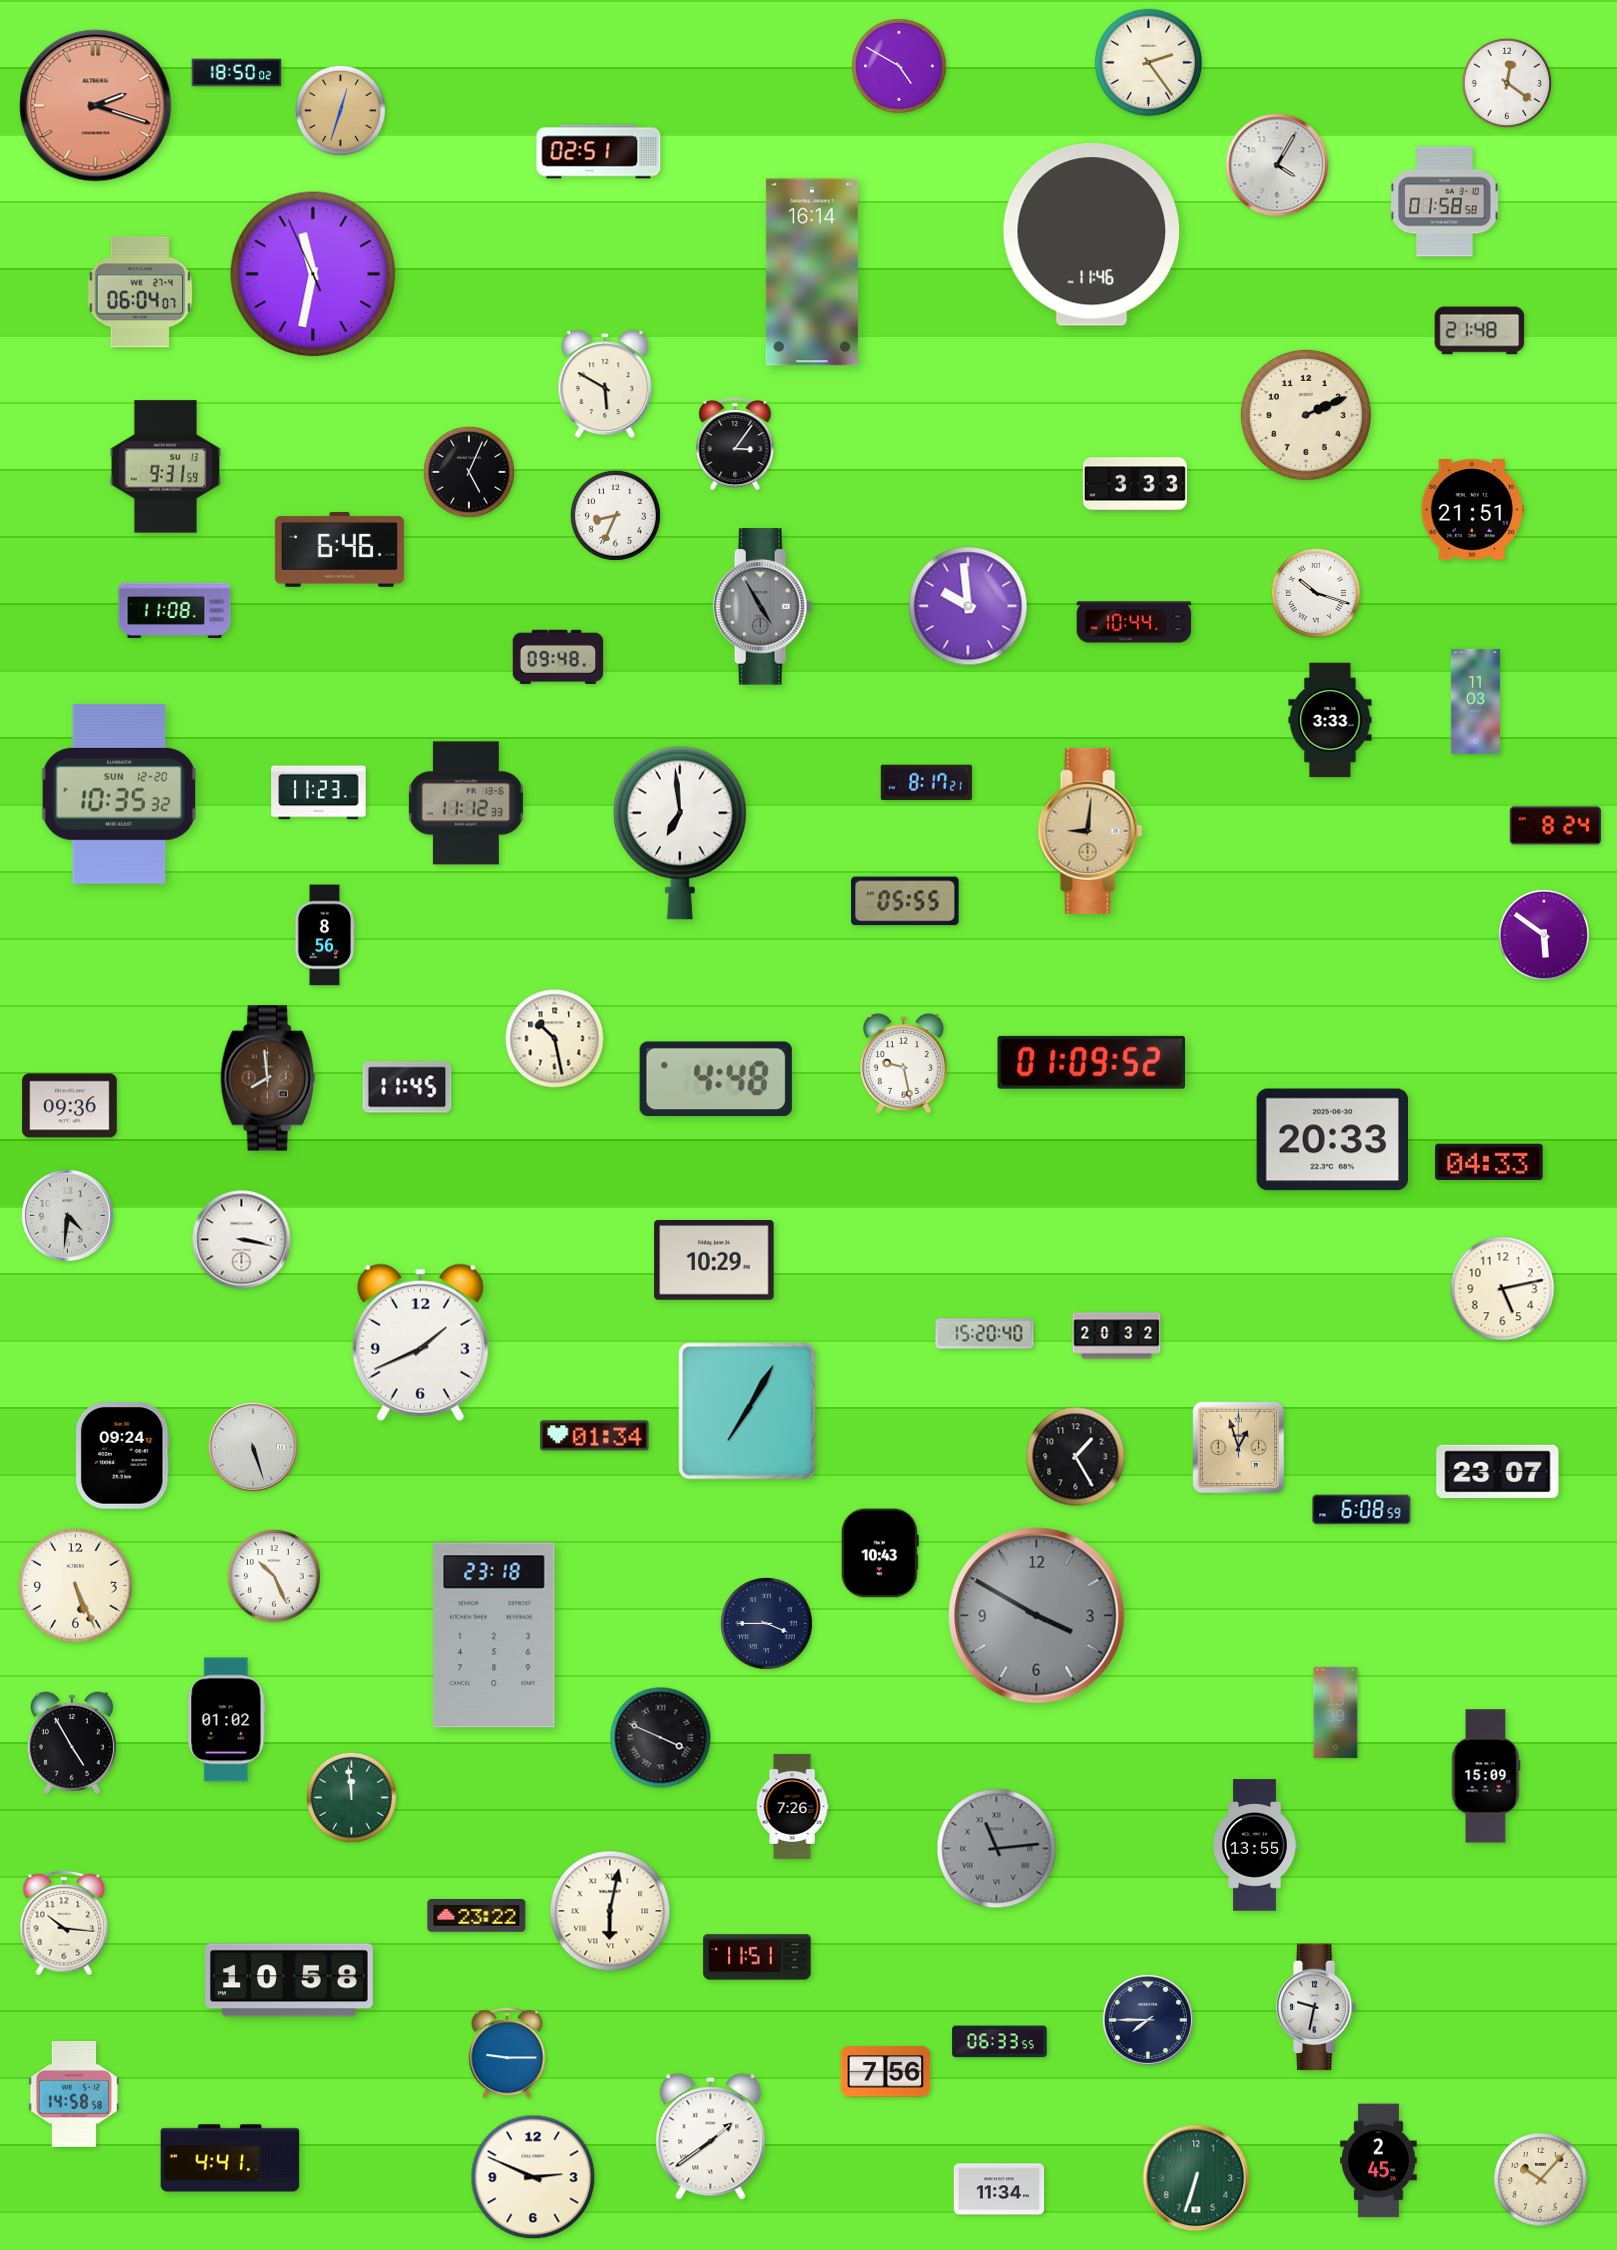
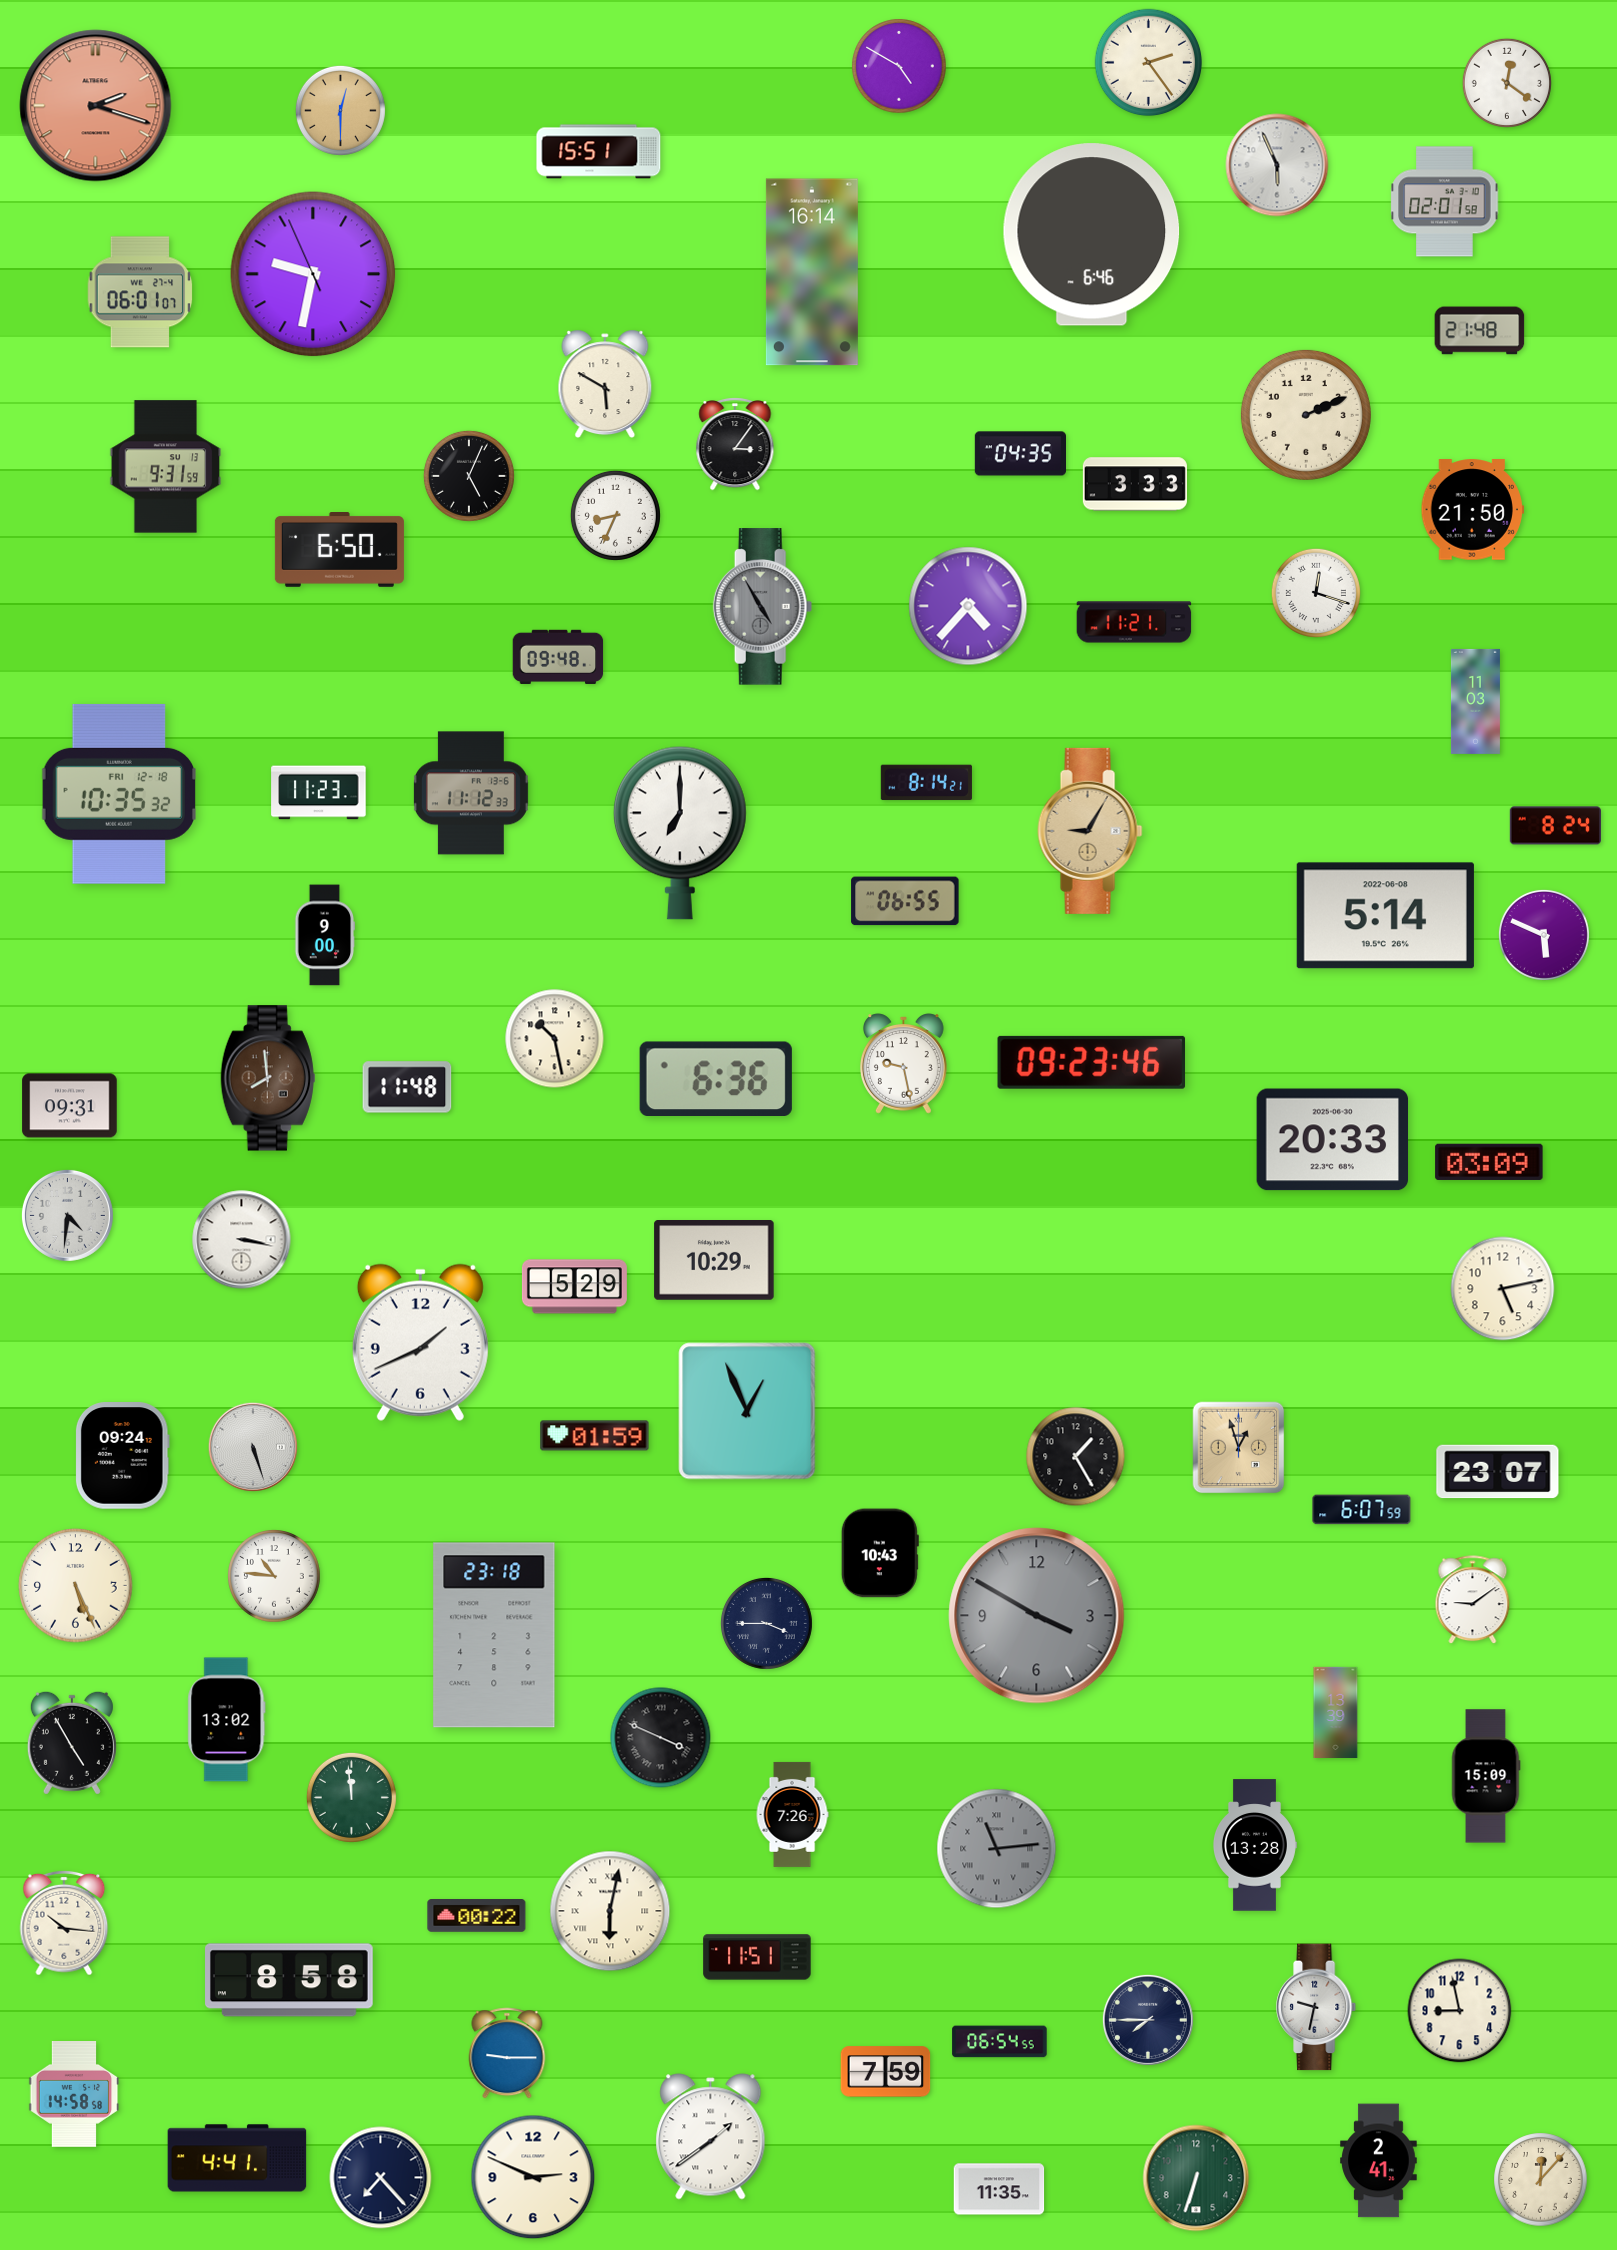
clock at (237, 73): 18:50 -> none
clock at (340, 110): 12:33 -> 12:30
clock at (599, 152): 02:51 -> 15:51
clock at (1277, 165): 4:05 -> 5:56
clock at (1445, 202): 01:58 -> 02:01
clock at (1092, 235): 11:46 -> 6:46
clock at (313, 274): 11:31 -> 9:31
clock at (140, 292): 06:04 -> 06:01
clock at (1020, 454): none -> 04:35
clock at (469, 472) position: (469, 472) -> (469, 476)
clock at (1472, 510): 21:51 -> 21:50
clock at (339, 550): 6:46 -> 6:50
clock at (1316, 593): 10:18 -> 12:18
clock at (968, 606): 9:59 -> 4:37
clock at (175, 610): 11:08 -> none
clock at (1134, 622): 10:44 -> 11:21
clock at (1330, 720): 3:33 -> none
clock at (926, 783): 8:17 -> 8:14
clock at (118, 794) date: SUN 12-20 -> FRI 12-18
clock at (466, 803) position: (466, 803) -> (471, 793)
clock at (1090, 831): 9:01 -> 9:05
clock at (680, 833): 6:59 -> 7:00
clock at (905, 901): 05:55 -> 06:55
clock at (1385, 916): none -> 5:14
clock at (325, 935): 8:56 -> 9:00
clock at (1544, 935): 5:51 -> 5:49
clock at (1092, 1062): 01:09 -> 09:23
clock at (716, 1078): 4:48 -> 6:36
clock at (407, 1087): 11:45 -> 11:48
clock at (70, 1106): 09:36 -> 09:31
clock at (1489, 1162): 04:33 -> 03:09
clock at (574, 1287): none -> 5:29
clock at (985, 1334): 15:20 -> none
clock at (1117, 1336): 20:32 -> none
clock at (747, 1411): 7:05 -> 12:56
clock at (595, 1436): 01:34 -> 01:59
clock at (1362, 1510): 6:08 -> 6:07
clock at (274, 1576): 10:26 -> 10:46
clock at (1473, 1600): none -> 9:09
clock at (227, 1720): 01:02 -> 13:02
clock at (792, 1806) position: (792, 1806) -> (792, 1814)
clock at (1254, 1845): 13:55 -> 13:28
clock at (477, 1916): 23:22 -> 00:22
clock at (290, 1980): 10:58 -> 8:58
clock at (1460, 2011): none -> 8:58
clock at (1000, 2042): 06:33 -> 06:54
clock at (886, 2072): 7:56 -> 7:59
clock at (230, 2158) position: (230, 2158) -> (237, 2158)
clock at (1379, 2161): 2:45 -> 2:41
clock at (381, 2178): none -> 7:23
clock at (1541, 2180): 10:07 -> 12:07
clock at (999, 2189): 11:34 -> 11:35
